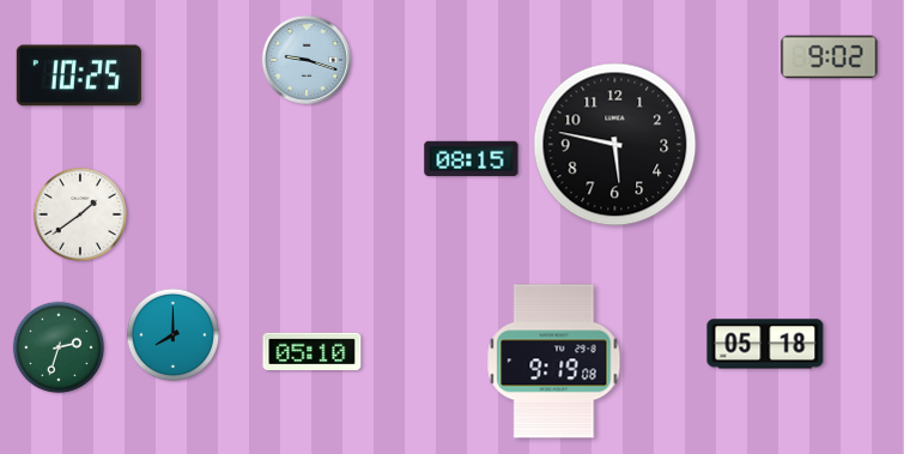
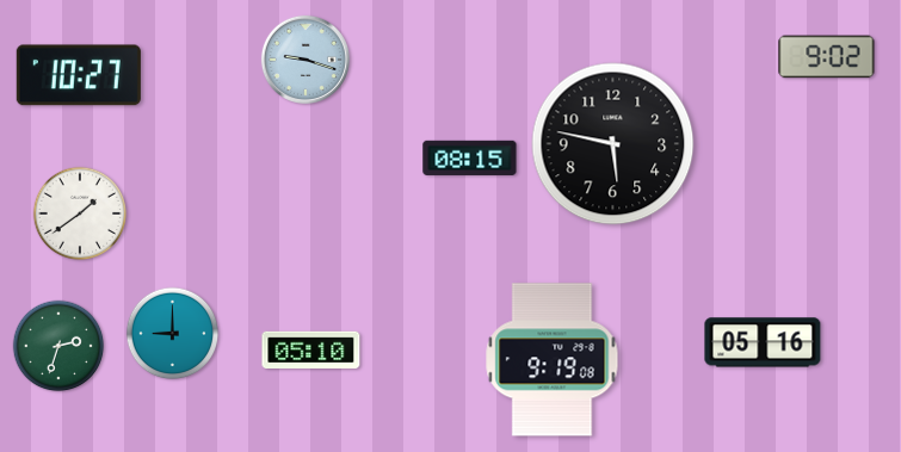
clock at (79, 75): 10:25 -> 10:27
clock at (174, 335): 8:00 -> 9:00
clock at (765, 344): 05:18 -> 05:16
